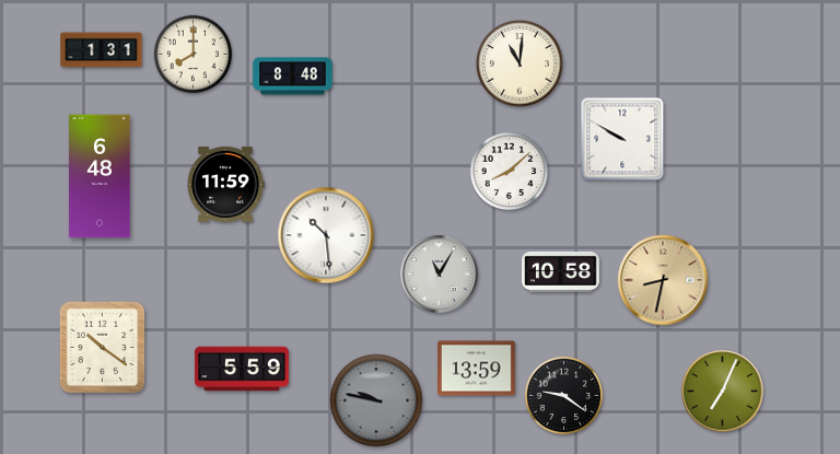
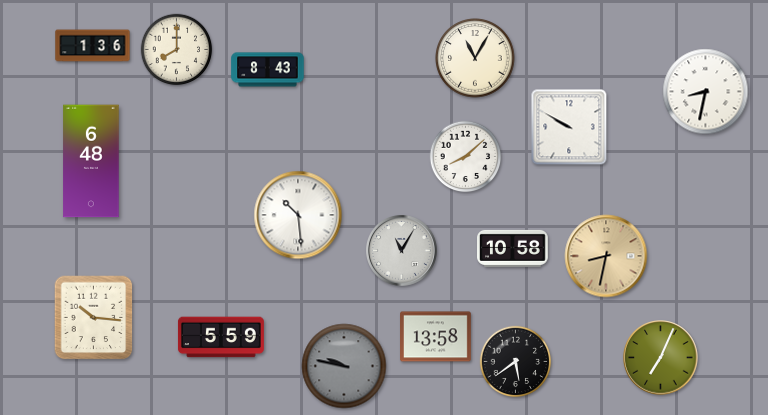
clock at (102, 50): 1:31 -> 1:36
clock at (520, 63): 11:01 -> 11:05
clock at (293, 77): 8:48 -> 8:43
clock at (706, 92): none -> 8:32
clock at (225, 184): 11:59 -> none
clock at (103, 348): 10:21 -> 10:16
clock at (477, 369): 13:59 -> 13:58
clock at (564, 396): 9:21 -> 5:39
